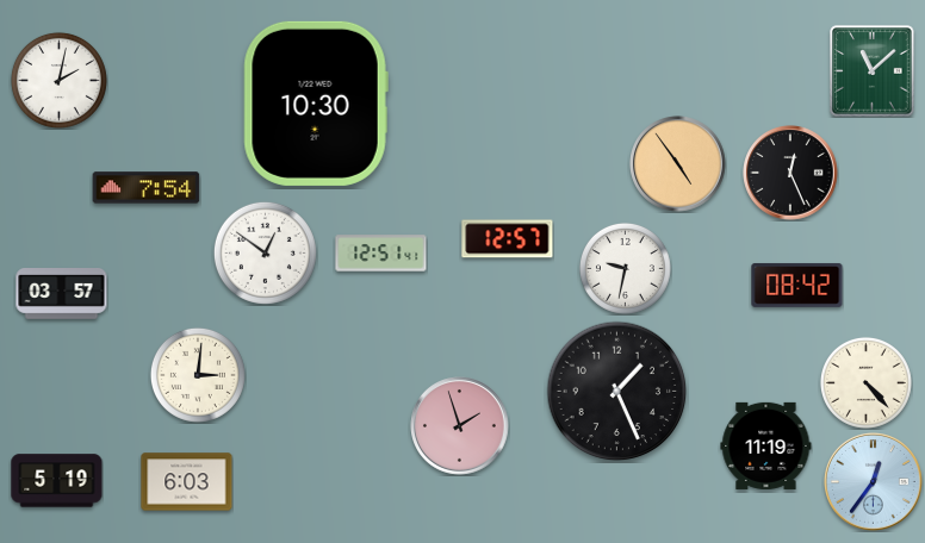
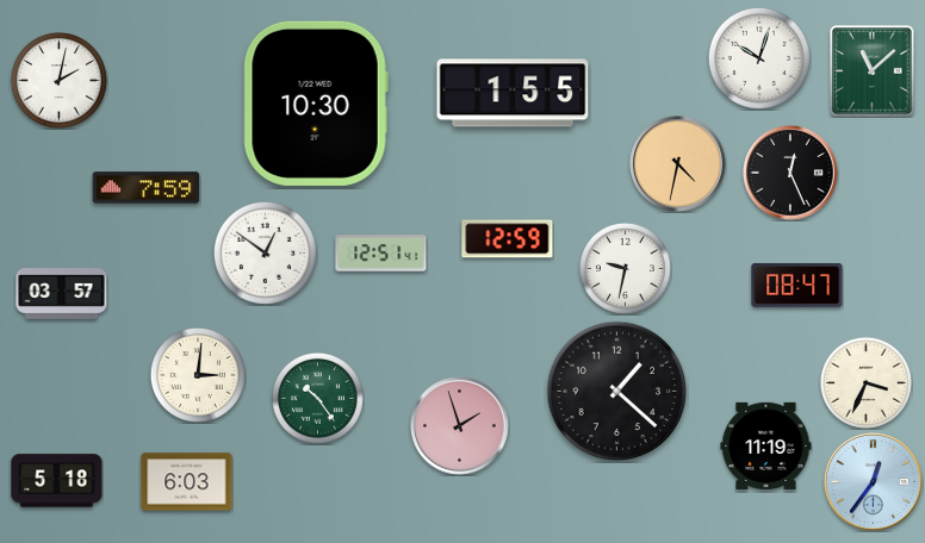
clock at (759, 58): none -> 10:03
clock at (513, 93): none -> 1:55
clock at (678, 164): 4:54 -> 4:32
clock at (147, 188): 7:54 -> 7:59
clock at (508, 239): 12:57 -> 12:59
clock at (797, 286): 08:42 -> 08:47
clock at (865, 382): 4:23 -> 3:34
clock at (617, 392): 1:26 -> 1:22
clock at (317, 398): none -> 10:24
clock at (57, 481): 5:19 -> 5:18
